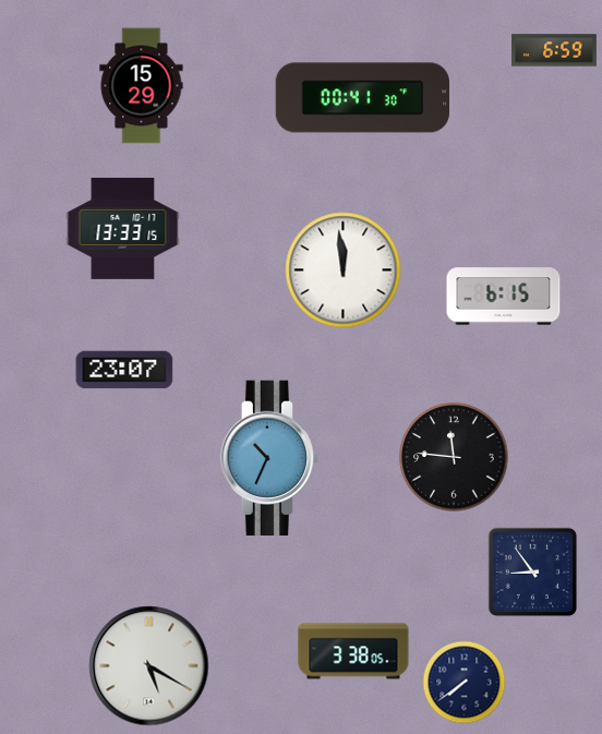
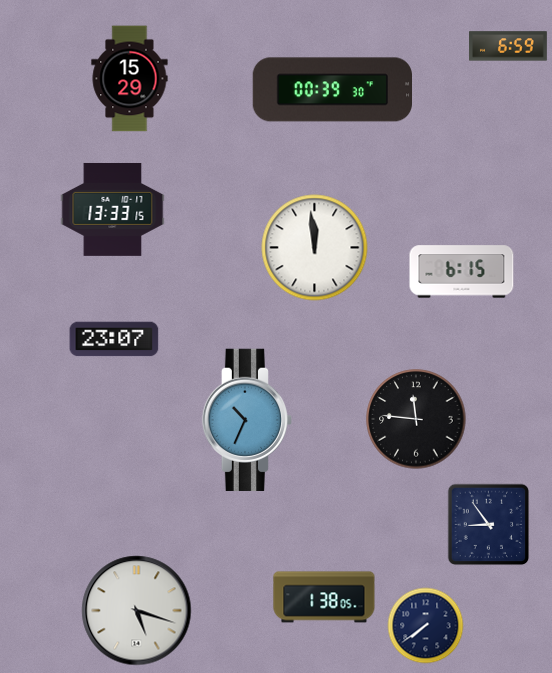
clock at (363, 98): 00:41 -> 00:39
clock at (353, 651): 3:38 -> 1:38
clock at (149, 666): 5:20 -> 5:18
